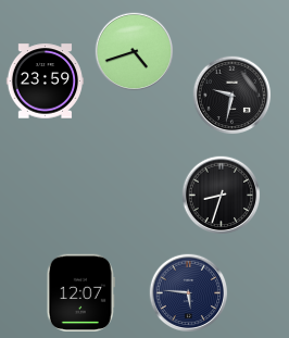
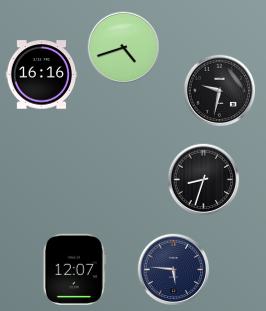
clock at (46, 82): 23:59 -> 16:16
clock at (233, 96) position: (233, 96) -> (220, 91)
